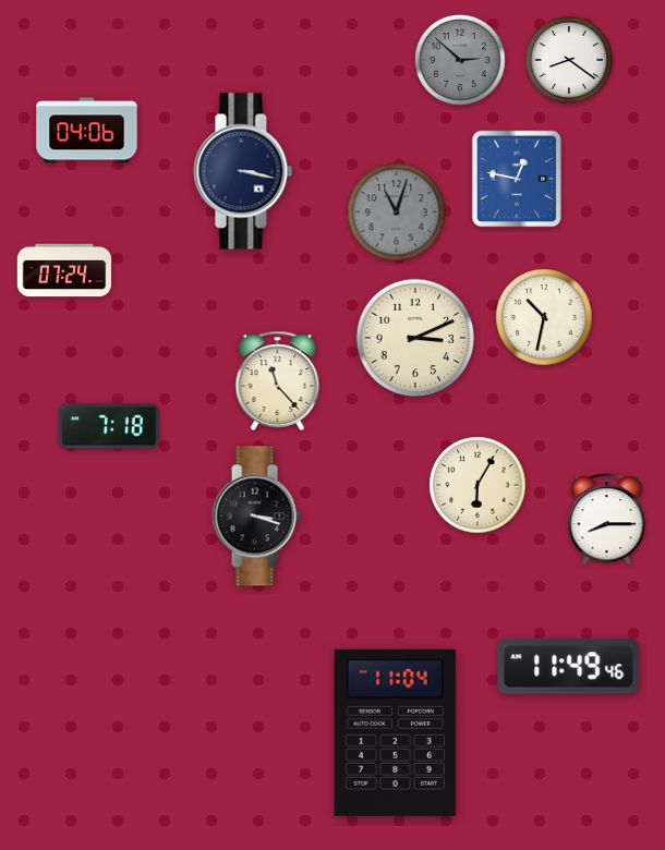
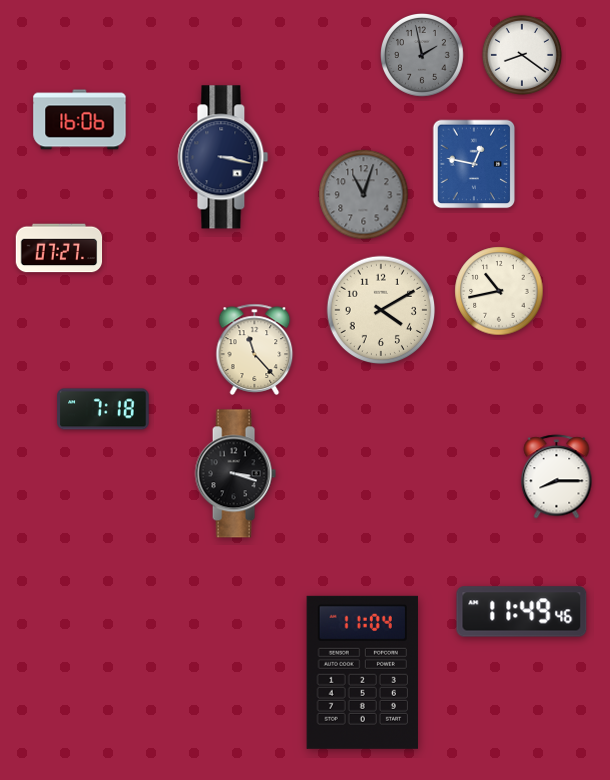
clock at (461, 61): 2:52 -> 1:58
clock at (87, 131): 04:06 -> 16:06
clock at (64, 270): 07:24 -> 07:27
clock at (544, 317): 10:32 -> 10:43
clock at (415, 338): 3:11 -> 4:10
clock at (109, 426) position: (109, 426) -> (103, 409)
clock at (477, 485): 6:05 -> none
